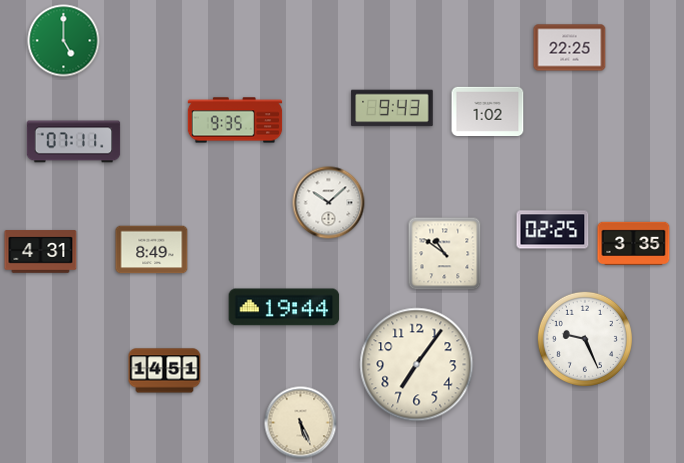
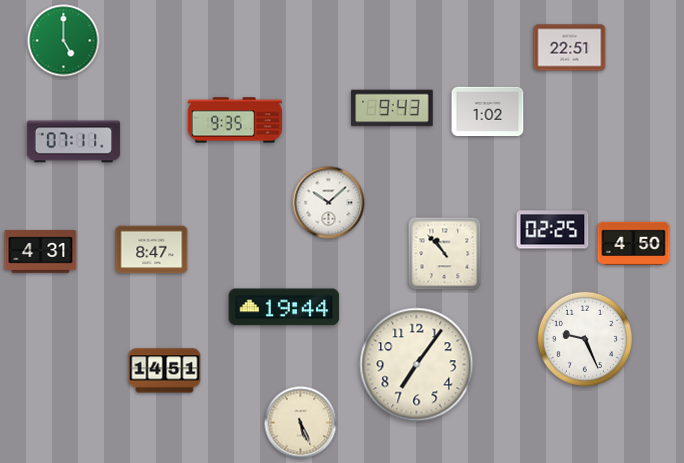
clock at (570, 48): 22:25 -> 22:51
clock at (634, 243): 3:35 -> 4:50
clock at (152, 250): 8:49 -> 8:47
clock at (445, 254): 10:51 -> 10:53
